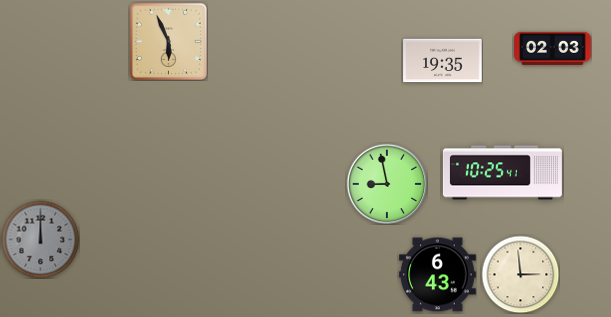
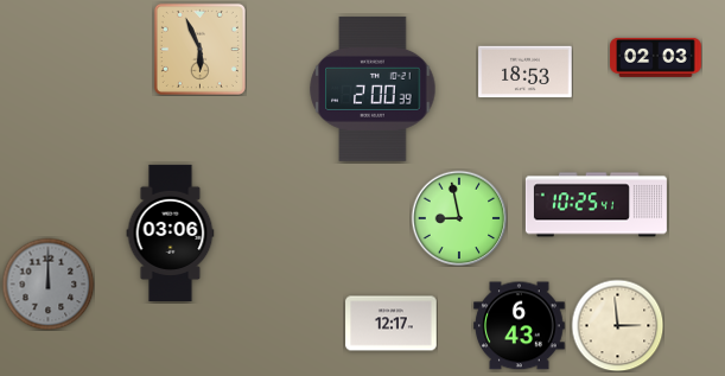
clock at (443, 61): 19:35 -> 18:53
clock at (373, 89): none -> 2:00
clock at (171, 232): none -> 03:06
clock at (392, 324): none -> 12:17
